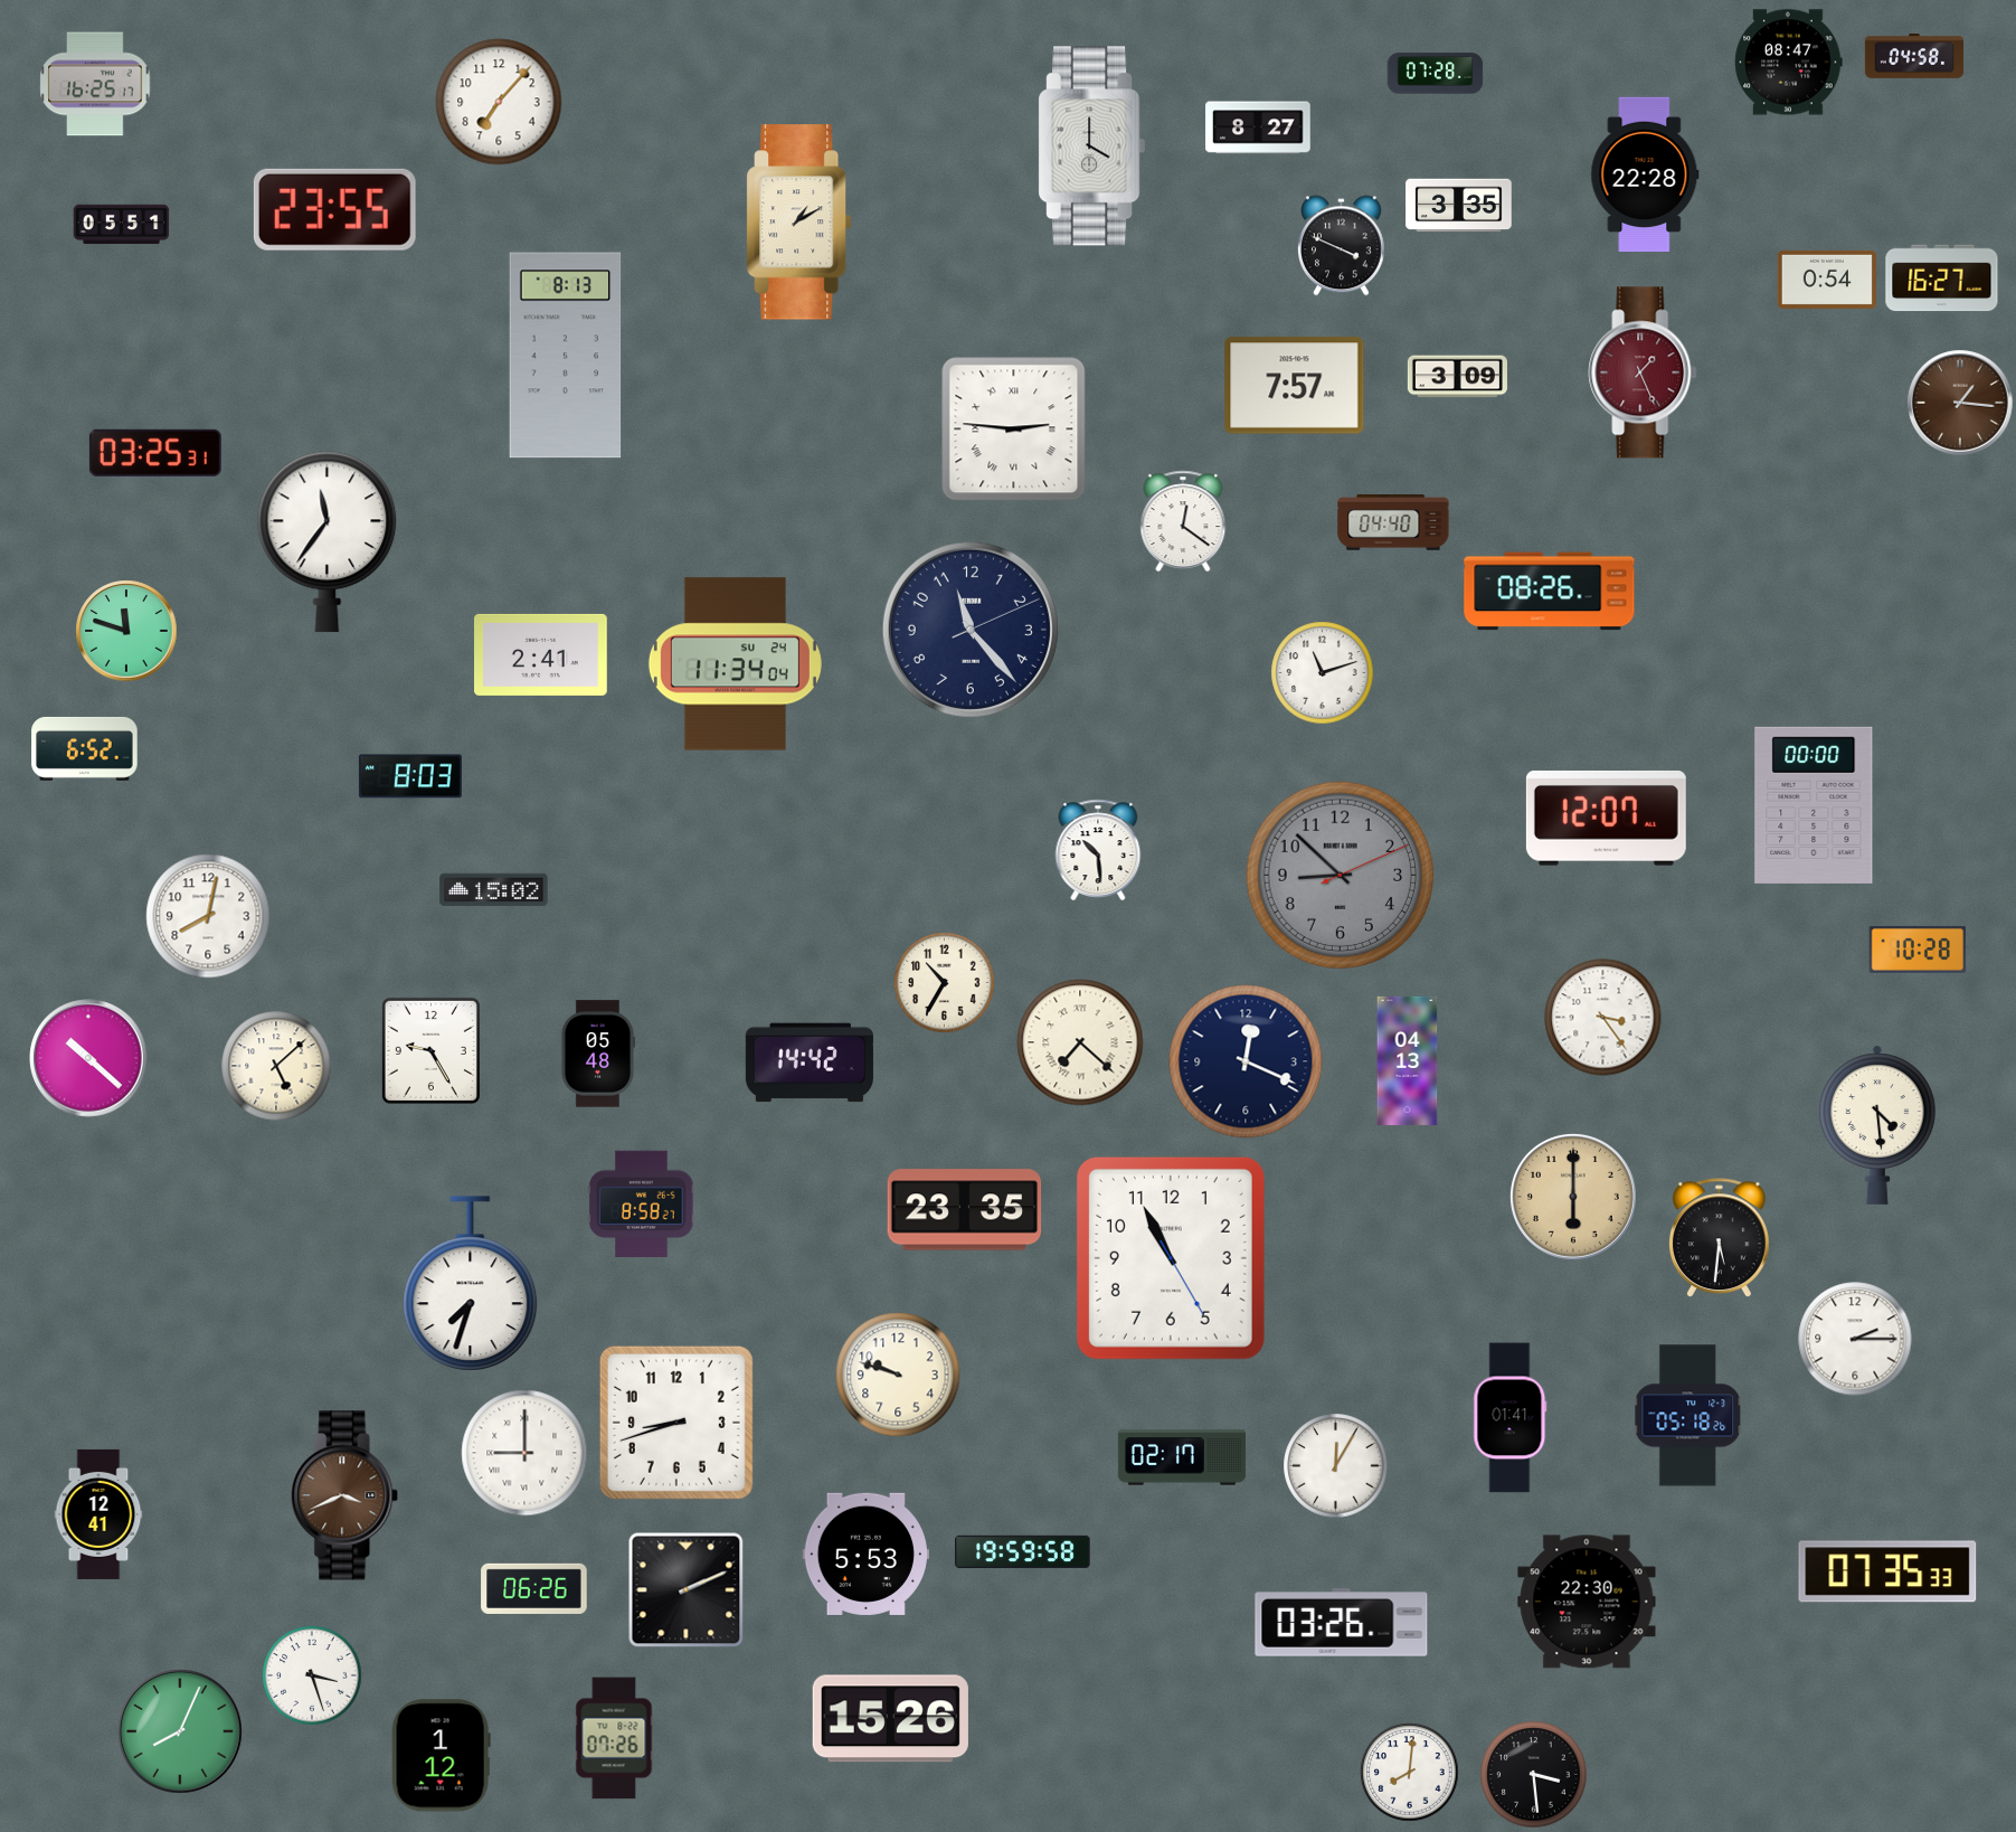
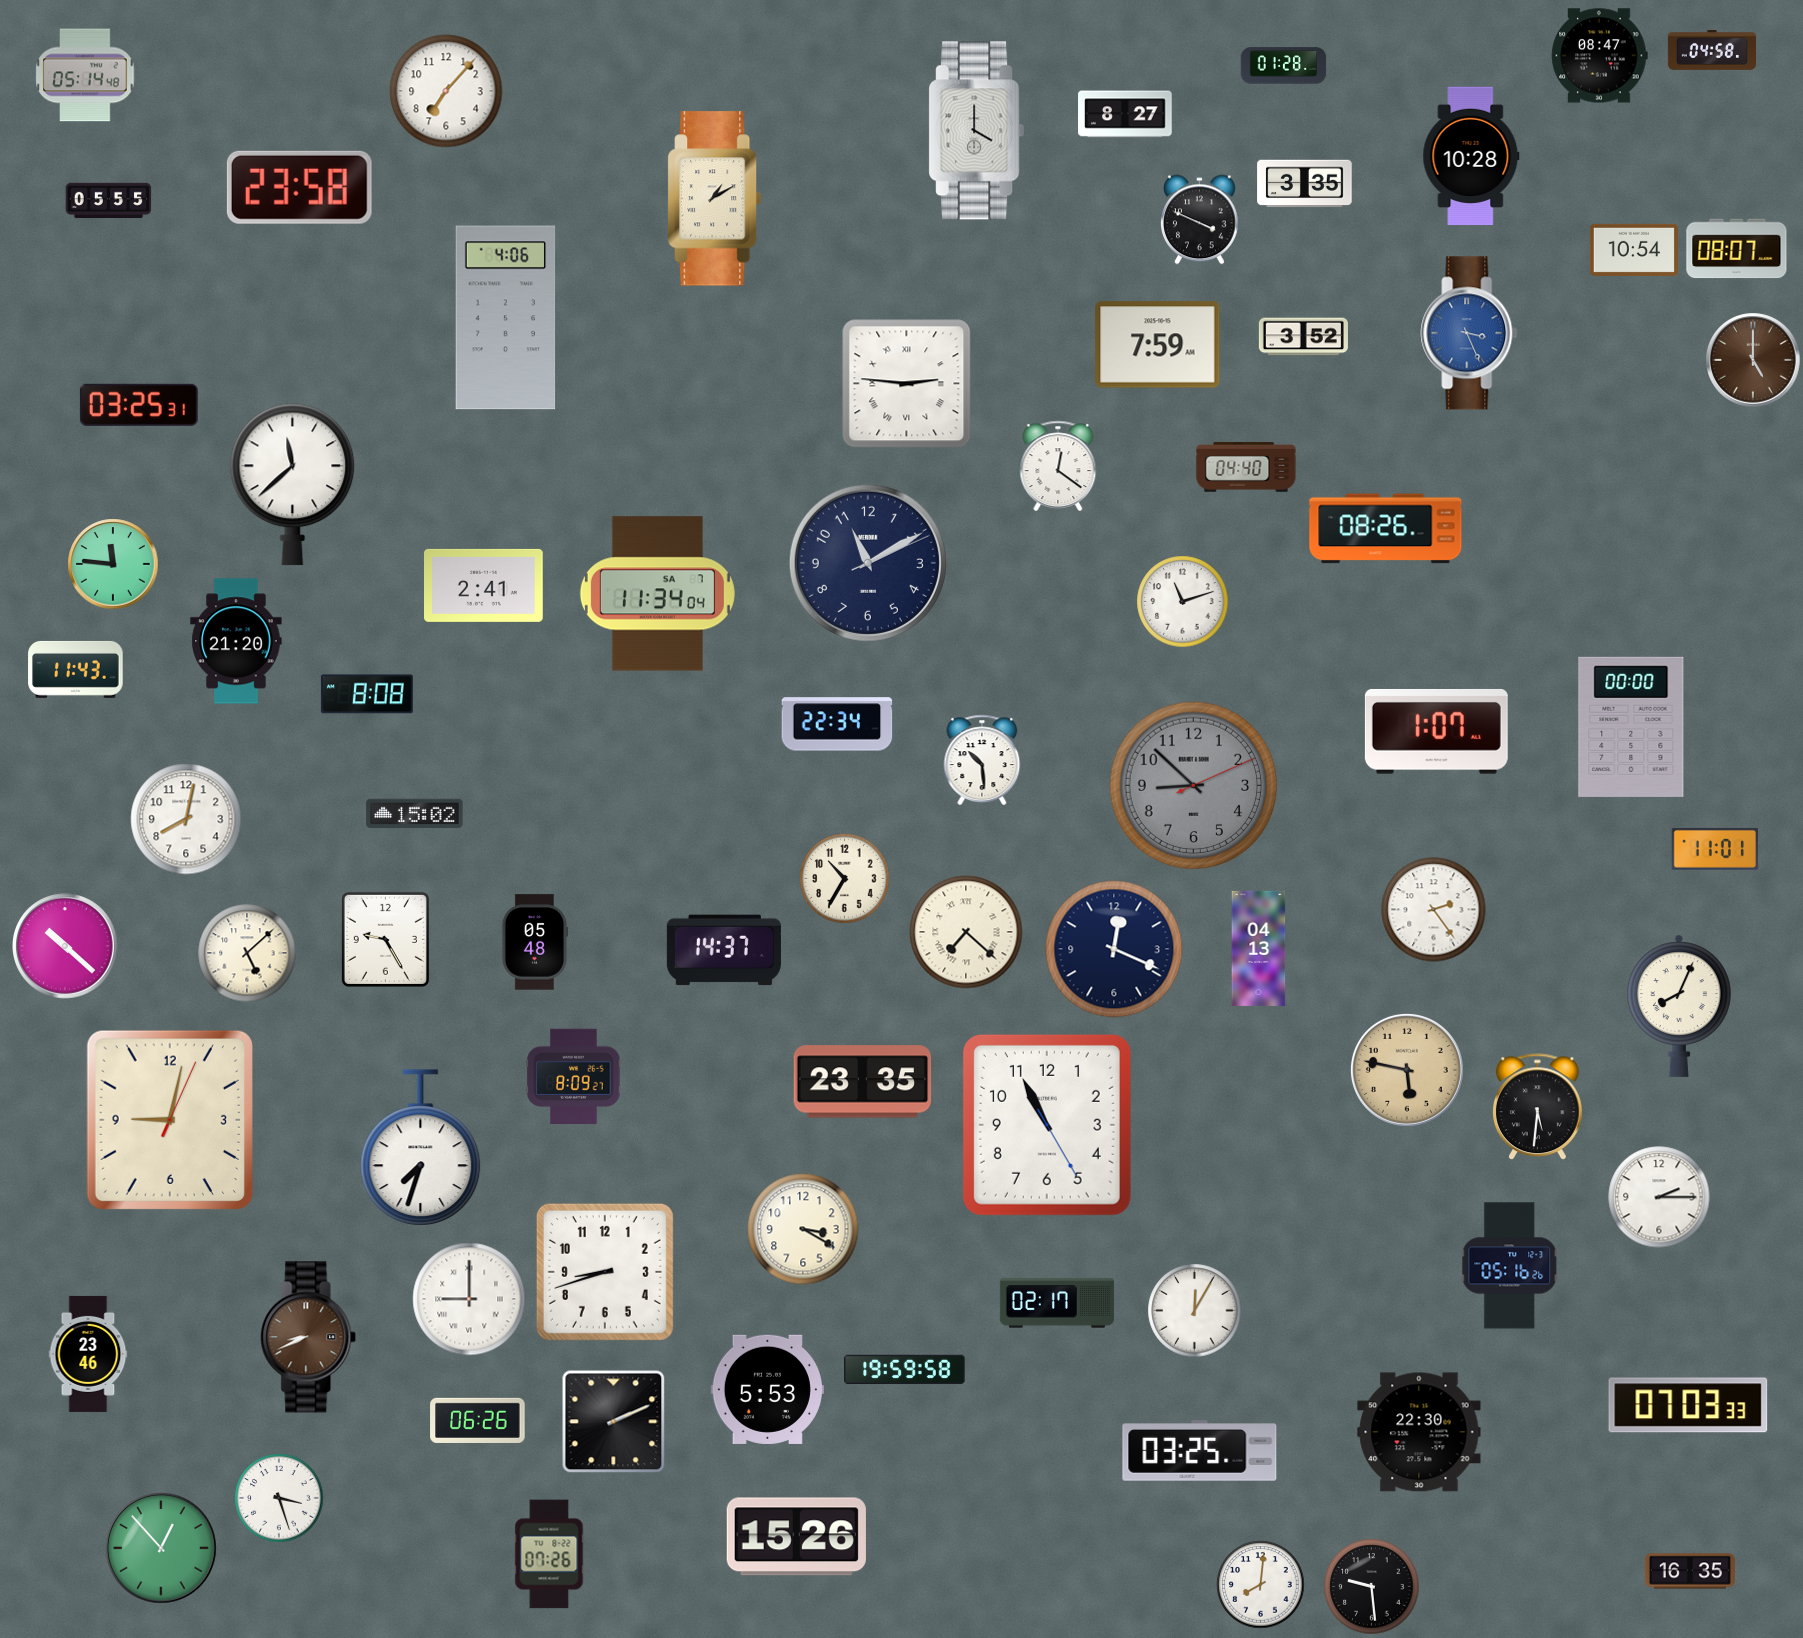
clock at (1436, 74): 07:28 -> 01:28
clock at (95, 84): 16:25 -> 05:14
clock at (1645, 174): 22:28 -> 10:28
clock at (334, 209): 23:55 -> 23:58
clock at (122, 225): 05:51 -> 05:55
clock at (1942, 278): 16:27 -> 08:07
clock at (1827, 280): 0:54 -> 10:54
clock at (566, 356): 8:13 -> 4:06
clock at (1643, 372): 1:26 -> 3:26
clock at (1643, 372) dial: burgundy -> blue
clock at (1457, 377): 3:09 -> 3:52
clock at (1295, 386): 7:57 -> 7:59
clock at (1960, 403): 1:16 -> 5:00
clock at (328, 542): 11:36 -> 11:38
clock at (971, 630): 11:23 -> 11:10
clock at (126, 631): 11:48 -> 11:46
clock at (735, 664) date: SU 24 -> SA 7
clock at (236, 641): none -> 21:20
clock at (85, 748): 6:52 -> 11:43
clock at (410, 776): 8:03 -> 8:08
clock at (1814, 805) position: (1814, 805) -> (1631, 727)
clock at (837, 724): none -> 22:34
clock at (1606, 818): 12:07 -> 1:07
clock at (1341, 876) position: (1341, 876) -> (1194, 786)
clock at (494, 890) position: (494, 890) -> (415, 814)
clock at (1916, 950): 10:28 -> 11:01
clock at (1603, 1018): 3:24 -> 2:24
clock at (89, 1059) position: (89, 1059) -> (66, 947)
clock at (810, 1063): 14:42 -> 14:37
clock at (1878, 1125): 4:29 -> 8:04
clock at (1573, 1197): 6:00 -> 5:47
clock at (642, 1203): 8:58 -> 8:09
clock at (170, 1120): none -> 9:02
clock at (898, 1375): 9:48 -> 3:20
clock at (1688, 1416): 05:18 -> 05:16
clock at (1511, 1418): 01:41 -> none
clock at (346, 1495): 3:41 -> 8:41
clock at (98, 1514): 12:41 -> 23:46
clock at (1023, 1552) position: (1023, 1552) -> (905, 1370)
clock at (865, 1554) position: (865, 1554) -> (767, 1389)
clock at (1887, 1571): 07:35 -> 07:03
clock at (1342, 1623): 03:26 -> 03:25
clock at (181, 1732): 8:04 -> 12:53
clock at (441, 1756): 1:12 -> none
clock at (1690, 1571): none -> 16:35
clock at (1534, 1775): 3:29 -> 9:29
